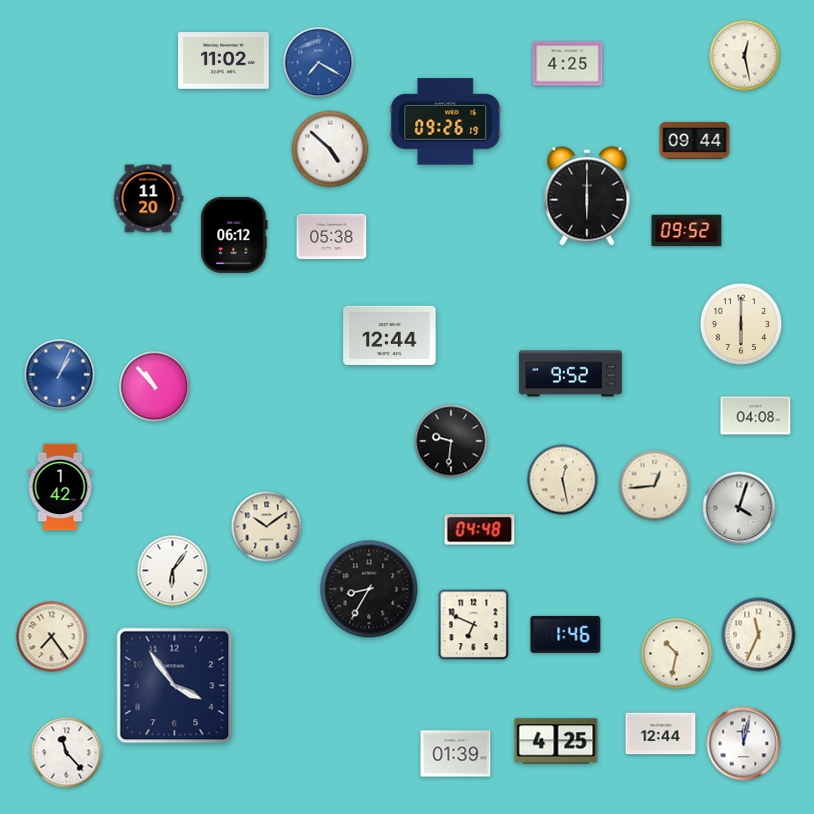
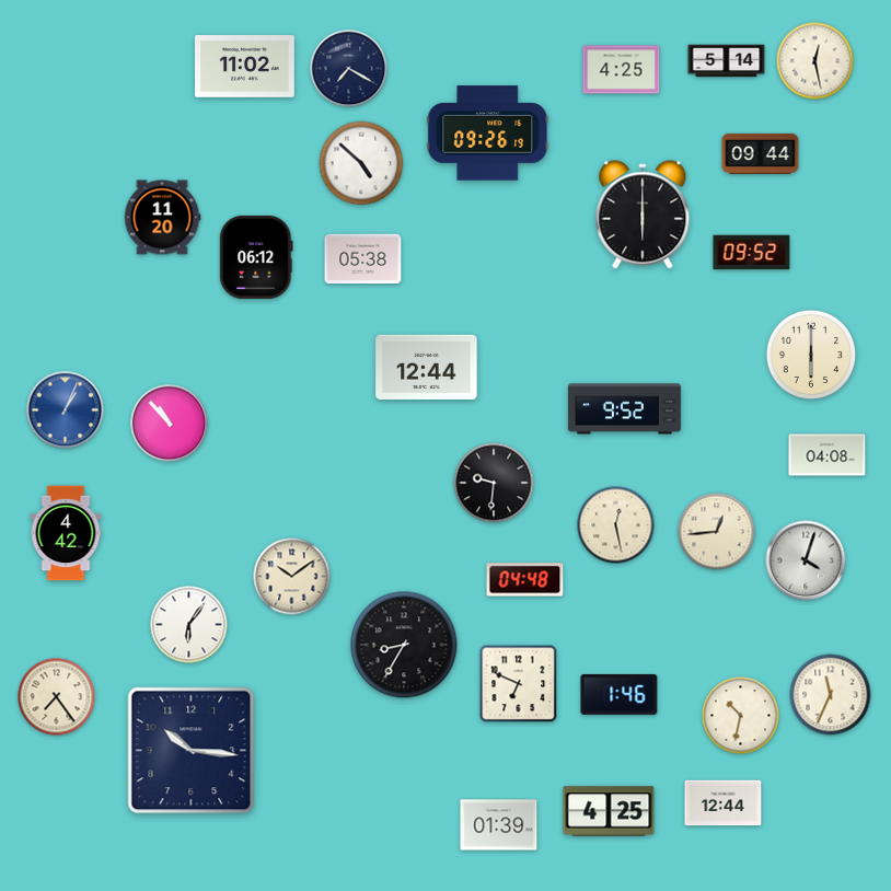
clock at (727, 61): none -> 5:14
clock at (319, 63) dial: blue -> navy
clock at (60, 487): 1:42 -> 4:42
clock at (739, 508) position: (739, 508) -> (806, 560)
clock at (175, 686): 3:54 -> 10:16
clock at (744, 744): 12:02 -> none
clock at (67, 753): 11:23 -> none
